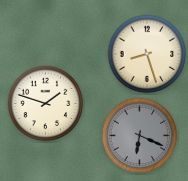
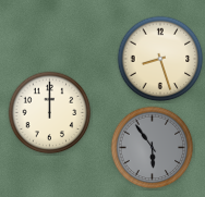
clock at (46, 104): 1:48 -> 12:00
clock at (140, 136): 6:19 -> 5:54
